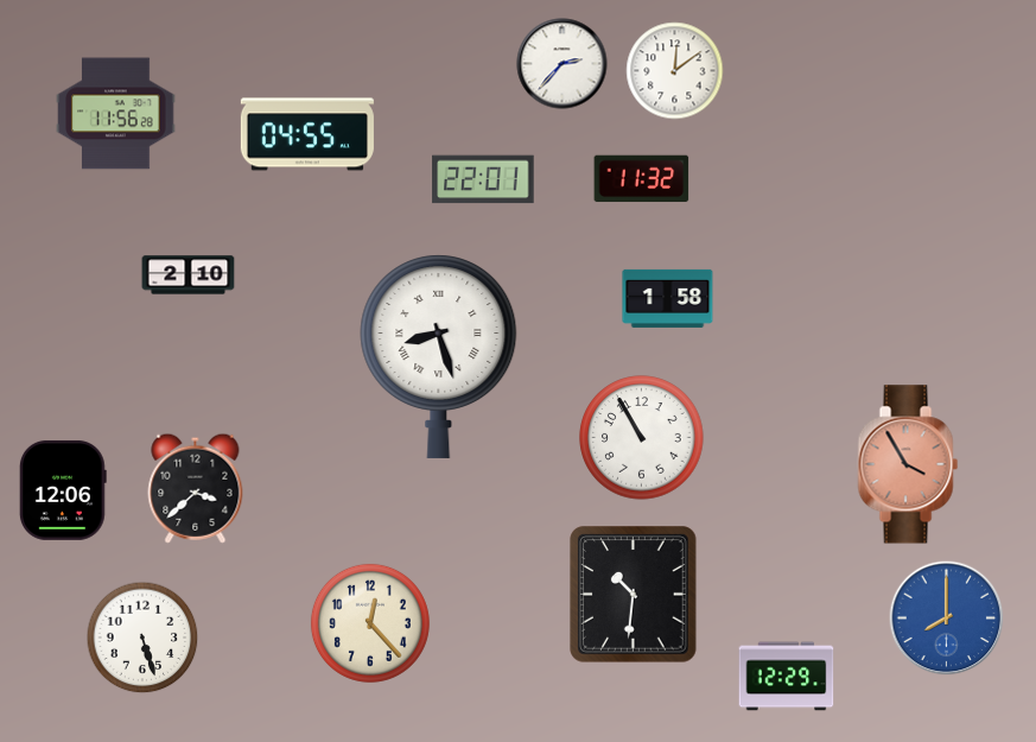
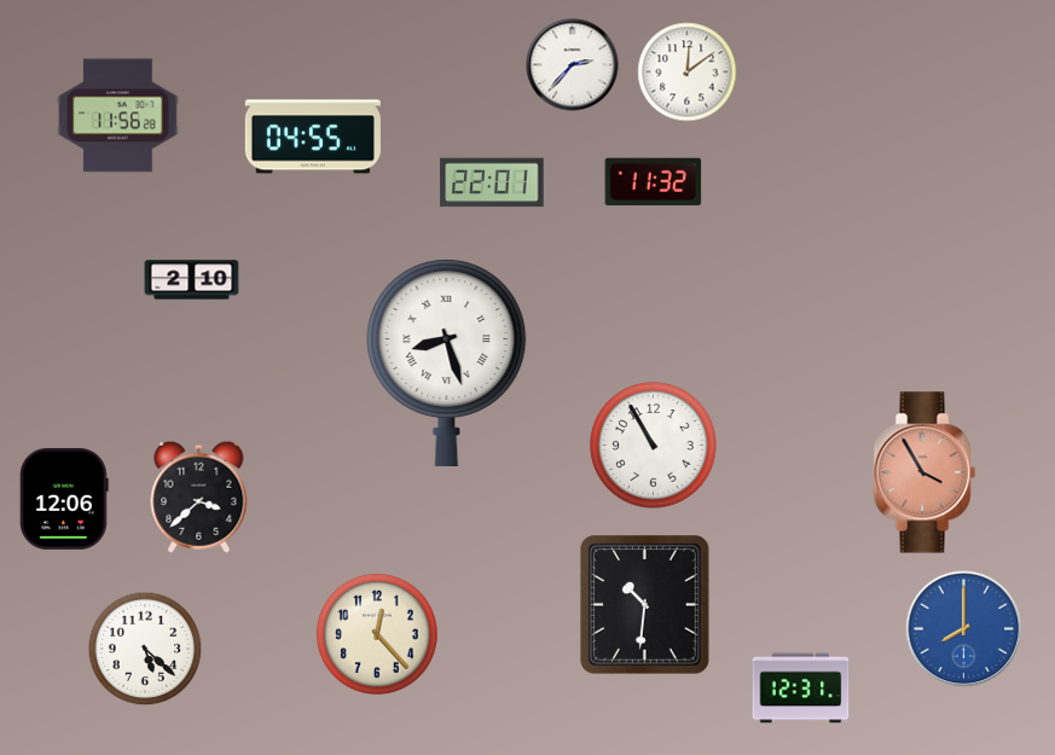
clock at (668, 298): 1:58 -> none
clock at (142, 638): 5:27 -> 5:22
clock at (787, 677): 12:29 -> 12:31
